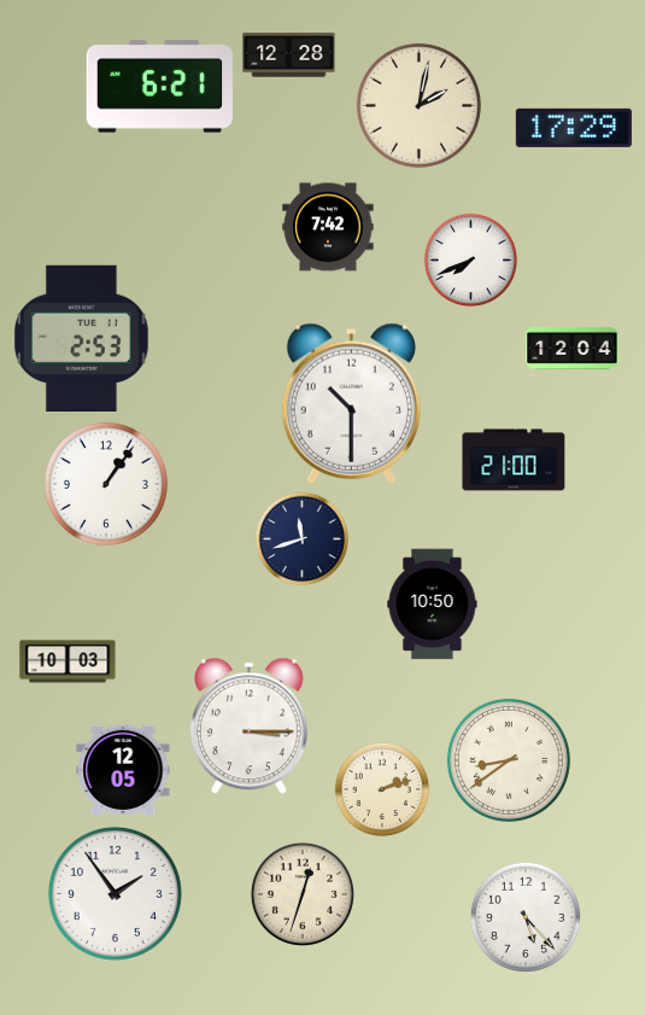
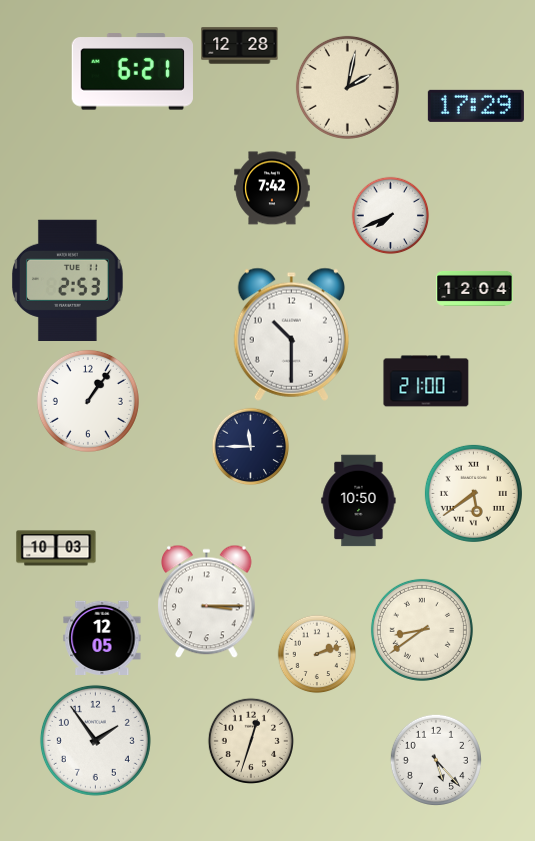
clock at (303, 539): 11:42 -> 11:45
clock at (473, 493): none -> 5:39
